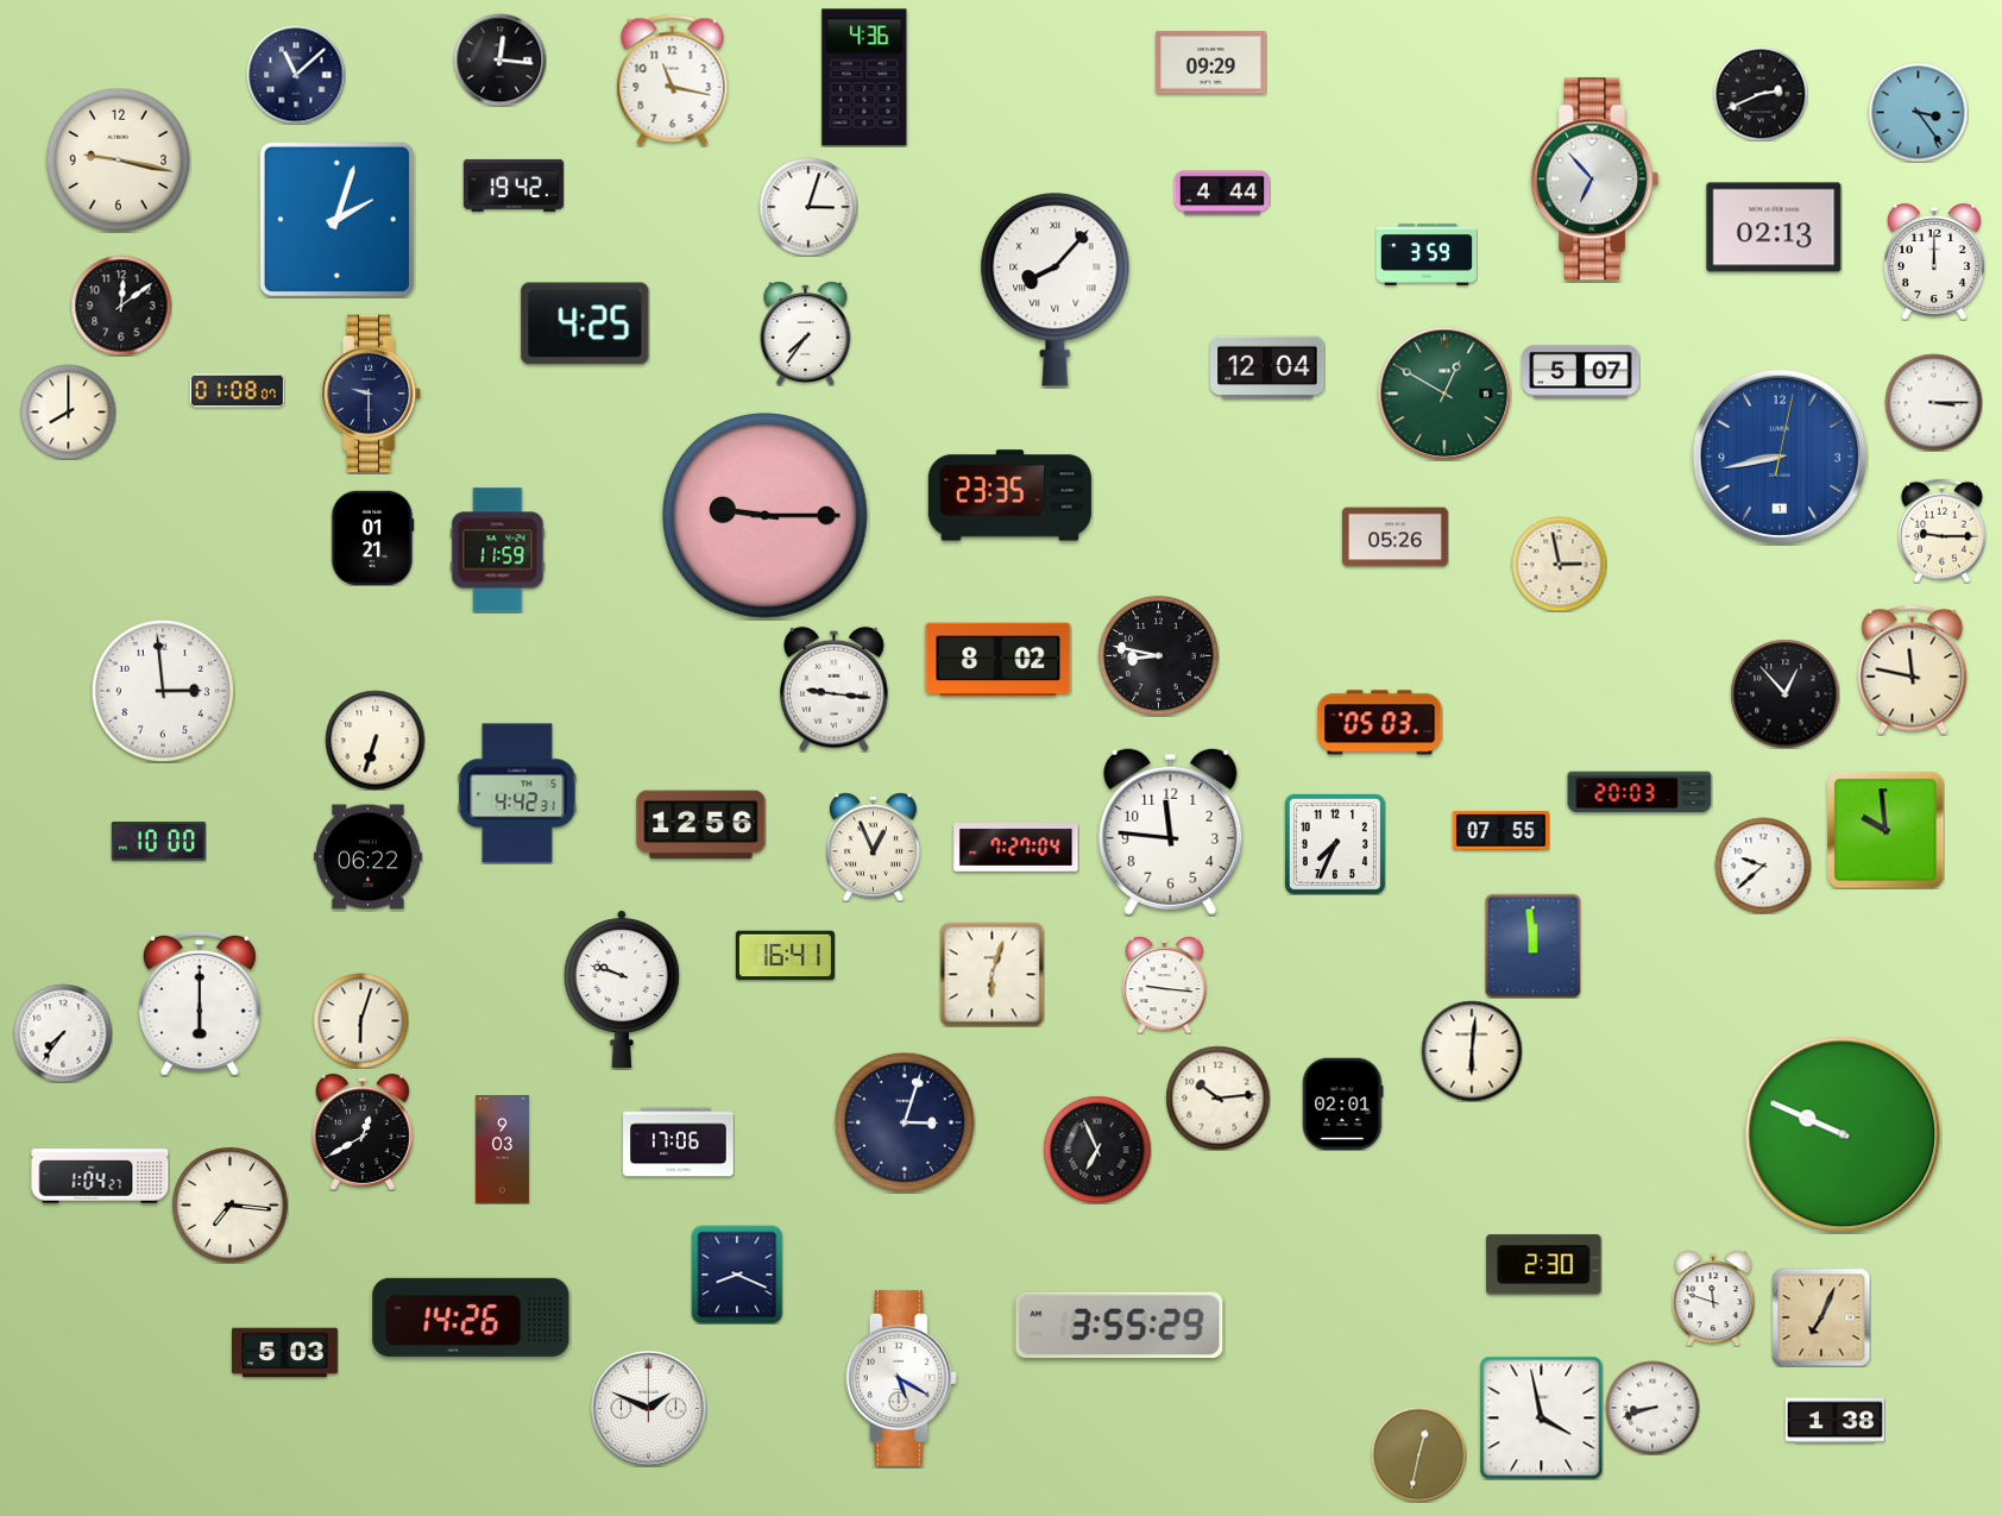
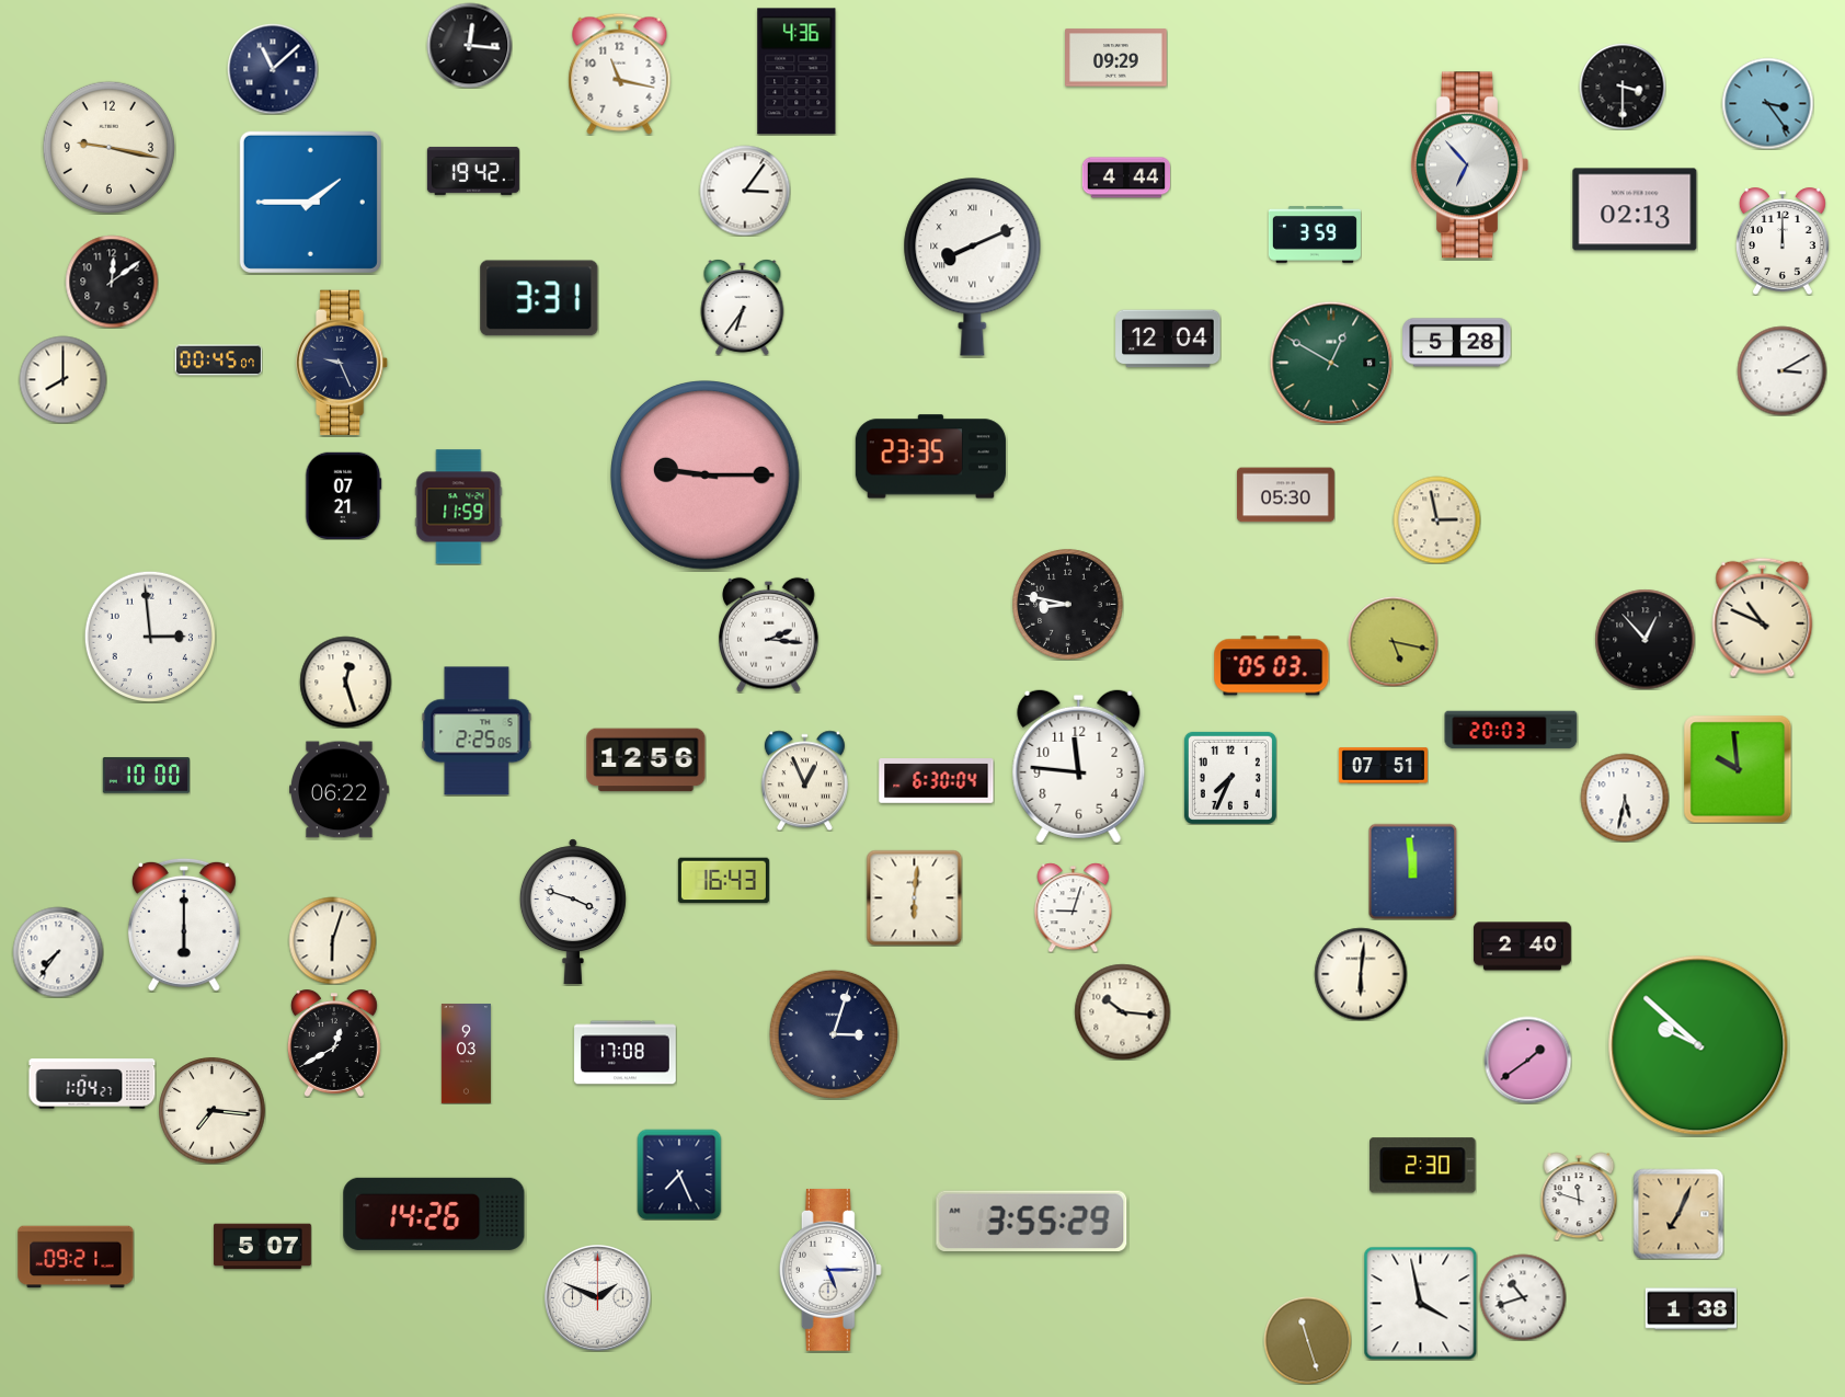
clock at (499, 59) position: (499, 59) -> (469, 45)
clock at (1761, 94): 2:41 -> 3:30
clock at (808, 207): 3:03 -> 3:06
clock at (336, 219): 2:03 -> 1:45
clock at (1056, 290): 8:07 -> 8:11
clock at (585, 323): 4:25 -> 3:31
clock at (806, 334): 7:36 -> 6:36
clock at (1581, 372): 5:07 -> 5:28
clock at (237, 391): 01:08 -> 00:45
clock at (371, 394): 9:30 -> 9:26
clock at (1933, 402): 3:15 -> 3:10
clock at (1780, 457): 8:43 -> none
clock at (1943, 530): 9:15 -> none
clock at (373, 537): 01:21 -> 07:21
clock at (1395, 537): 05:26 -> 05:30
clock at (999, 660): 8:02 -> none
clock at (1913, 669): 11:47 -> 10:49
clock at (835, 688): 9:16 -> 2:16
clock at (1393, 641): none -> 5:17
clock at (374, 740): 6:33 -> 12:27
clock at (517, 793): 4:42 -> 2:25
clock at (1885, 830) position: (1885, 830) -> (1738, 769)
clock at (1500, 831): 07:55 -> 07:51
clock at (1016, 848): 7:27 -> 6:30
clock at (1763, 866): 9:38 -> 5:32
clock at (785, 956): 16:41 -> 16:43
clock at (991, 974): 6:03 -> 6:01
clock at (1165, 985): 9:16 -> 9:03
clock at (622, 989): 9:48 -> 3:48
clock at (1522, 947): none -> 2:40
clock at (1472, 1051) position: (1472, 1051) -> (1361, 974)
clock at (1217, 1097): 10:14 -> 10:16
clock at (1342, 1103): 02:01 -> none
clock at (1843, 1134): 9:49 -> 9:52
clock at (679, 1143): 17:06 -> 17:08
clock at (502, 1150) position: (502, 1150) -> (466, 1054)
clock at (1097, 1150): 6:56 -> none
clock at (1527, 1060): none -> 1:39
clock at (737, 1275): 8:19 -> 7:26
clock at (284, 1353): 5:03 -> 5:07
clock at (76, 1257): none -> 09:21
clock at (901, 1378): 5:20 -> 5:15
clock at (1652, 1408): 8:42 -> 10:42
clock at (1541, 1417) position: (1541, 1417) -> (1420, 1303)
clock at (1418, 1454): 12:32 -> 11:27
